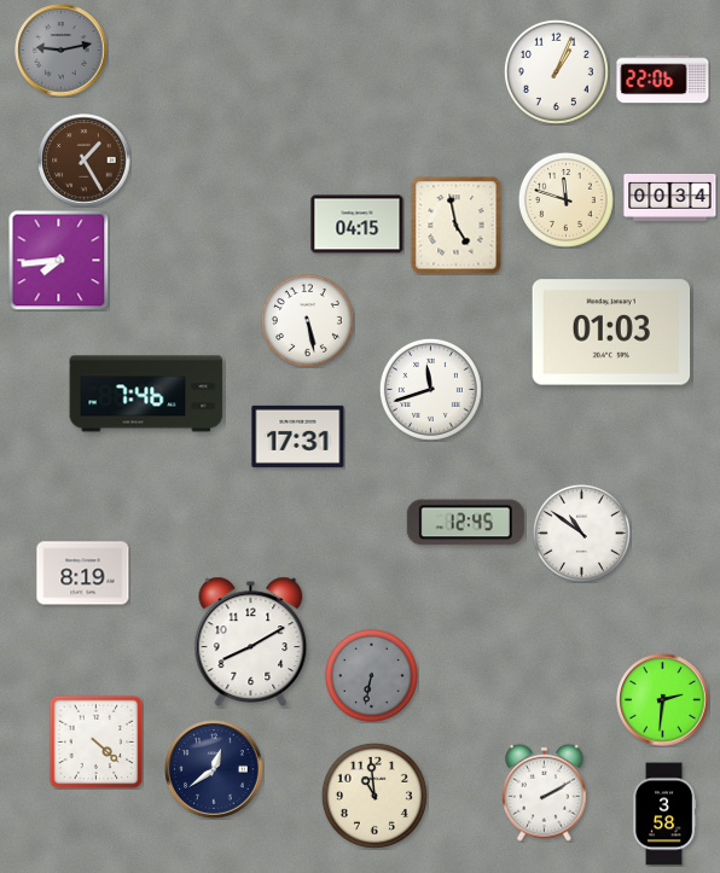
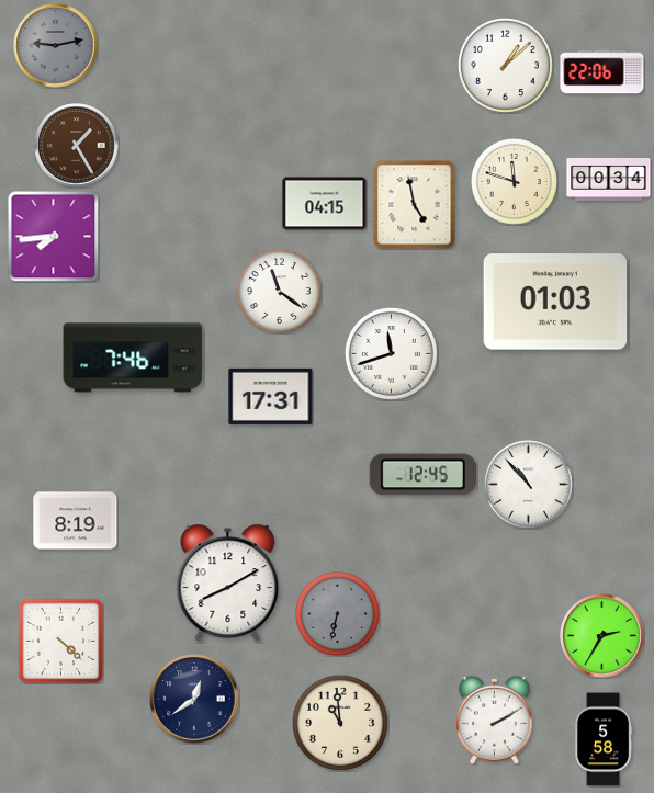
clock at (556, 71): 1:04 -> 1:08
clock at (308, 321): 5:28 -> 11:21
clock at (581, 532): 10:51 -> 10:53
clock at (663, 700): 2:31 -> 2:35
clock at (95, 741) position: (95, 741) -> (60, 641)
clock at (664, 814): 3:58 -> 5:58
